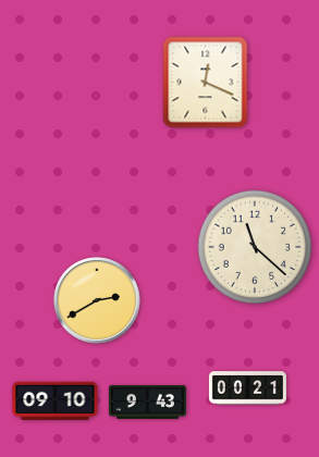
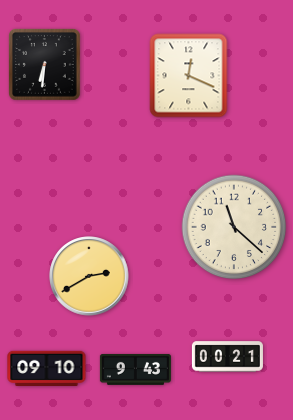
clock at (45, 65): none -> 6:31
clock at (56, 400) position: (56, 400) -> (47, 368)
